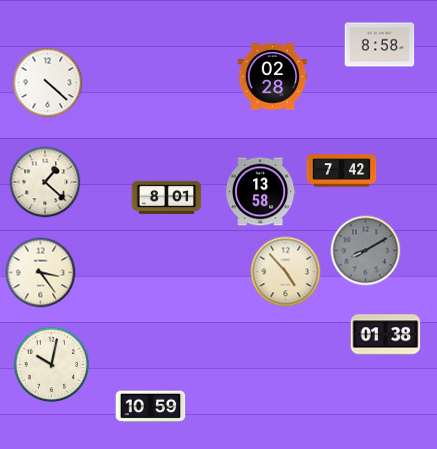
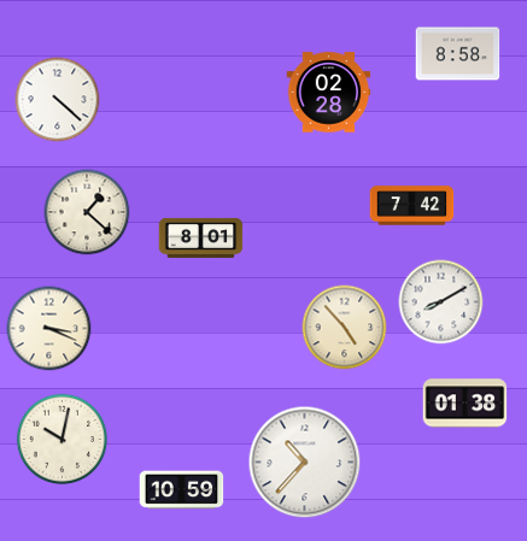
clock at (45, 182) position: (45, 182) -> (87, 212)
clock at (261, 192): 13:58 -> none
clock at (366, 251) dial: grey -> white
clock at (41, 273): 3:24 -> 3:19
clock at (305, 463): none -> 10:37
